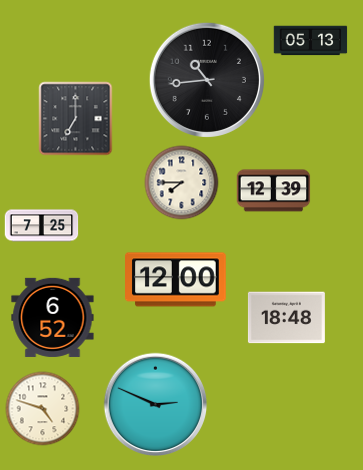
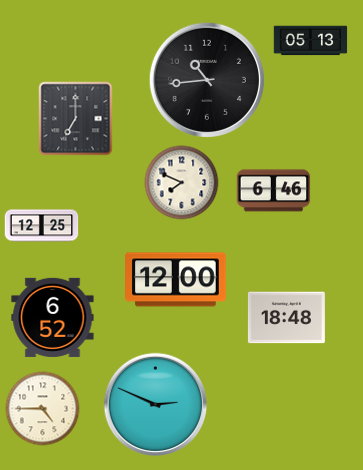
clock at (182, 183): 7:45 -> 7:49
clock at (274, 191): 12:39 -> 6:46
clock at (42, 226): 7:25 -> 12:25
clock at (43, 409): 4:48 -> 4:45
